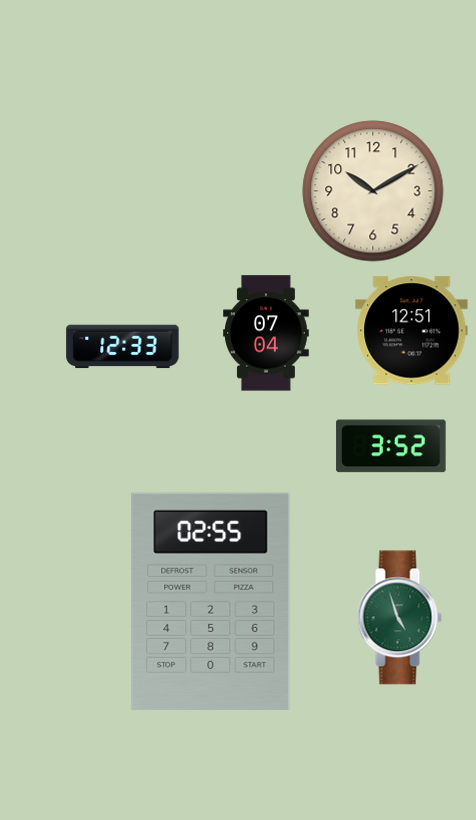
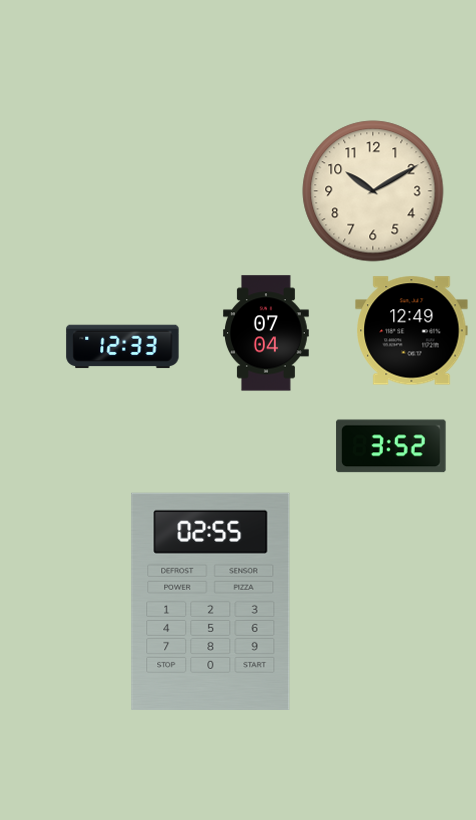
clock at (412, 331): 12:51 -> 12:49
clock at (399, 618): 4:57 -> none
